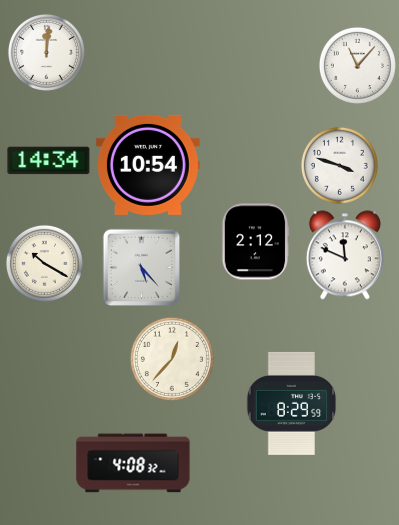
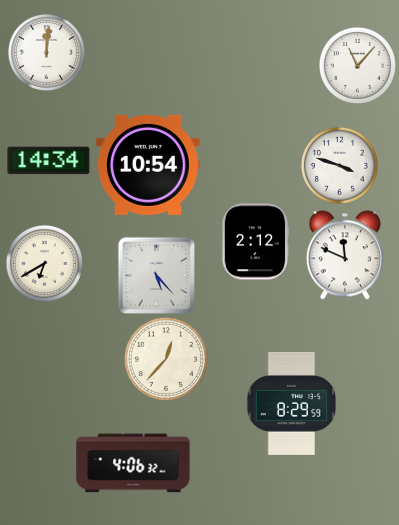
clock at (44, 263): 10:20 -> 6:40
clock at (141, 267) position: (141, 267) -> (156, 275)
clock at (172, 359) position: (172, 359) -> (166, 359)
clock at (133, 463): 4:08 -> 4:06
